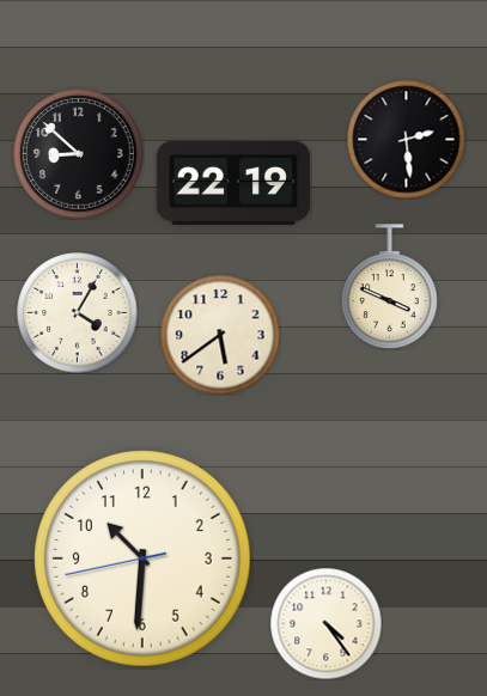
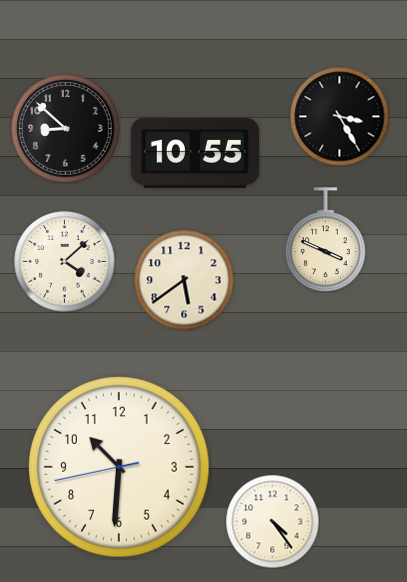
clock at (407, 140): 2:29 -> 3:25
clock at (232, 183): 22:19 -> 10:55
clock at (78, 313): 4:05 -> 4:08
